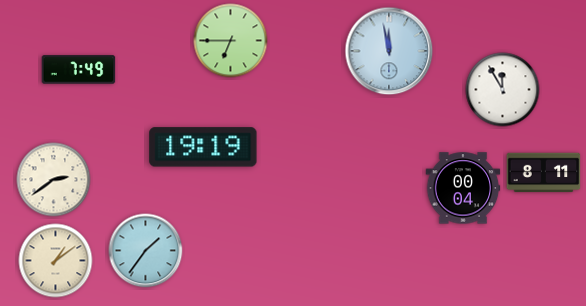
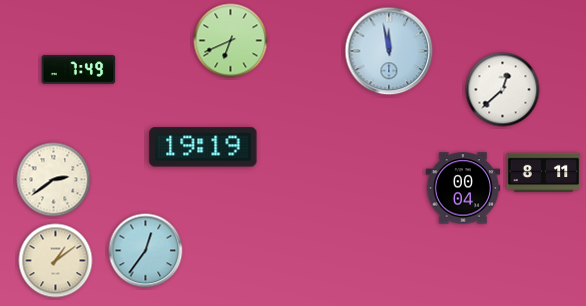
clock at (231, 41): 6:45 -> 6:41
clock at (503, 90): 11:55 -> 12:38
clock at (146, 251): 1:36 -> 12:36
